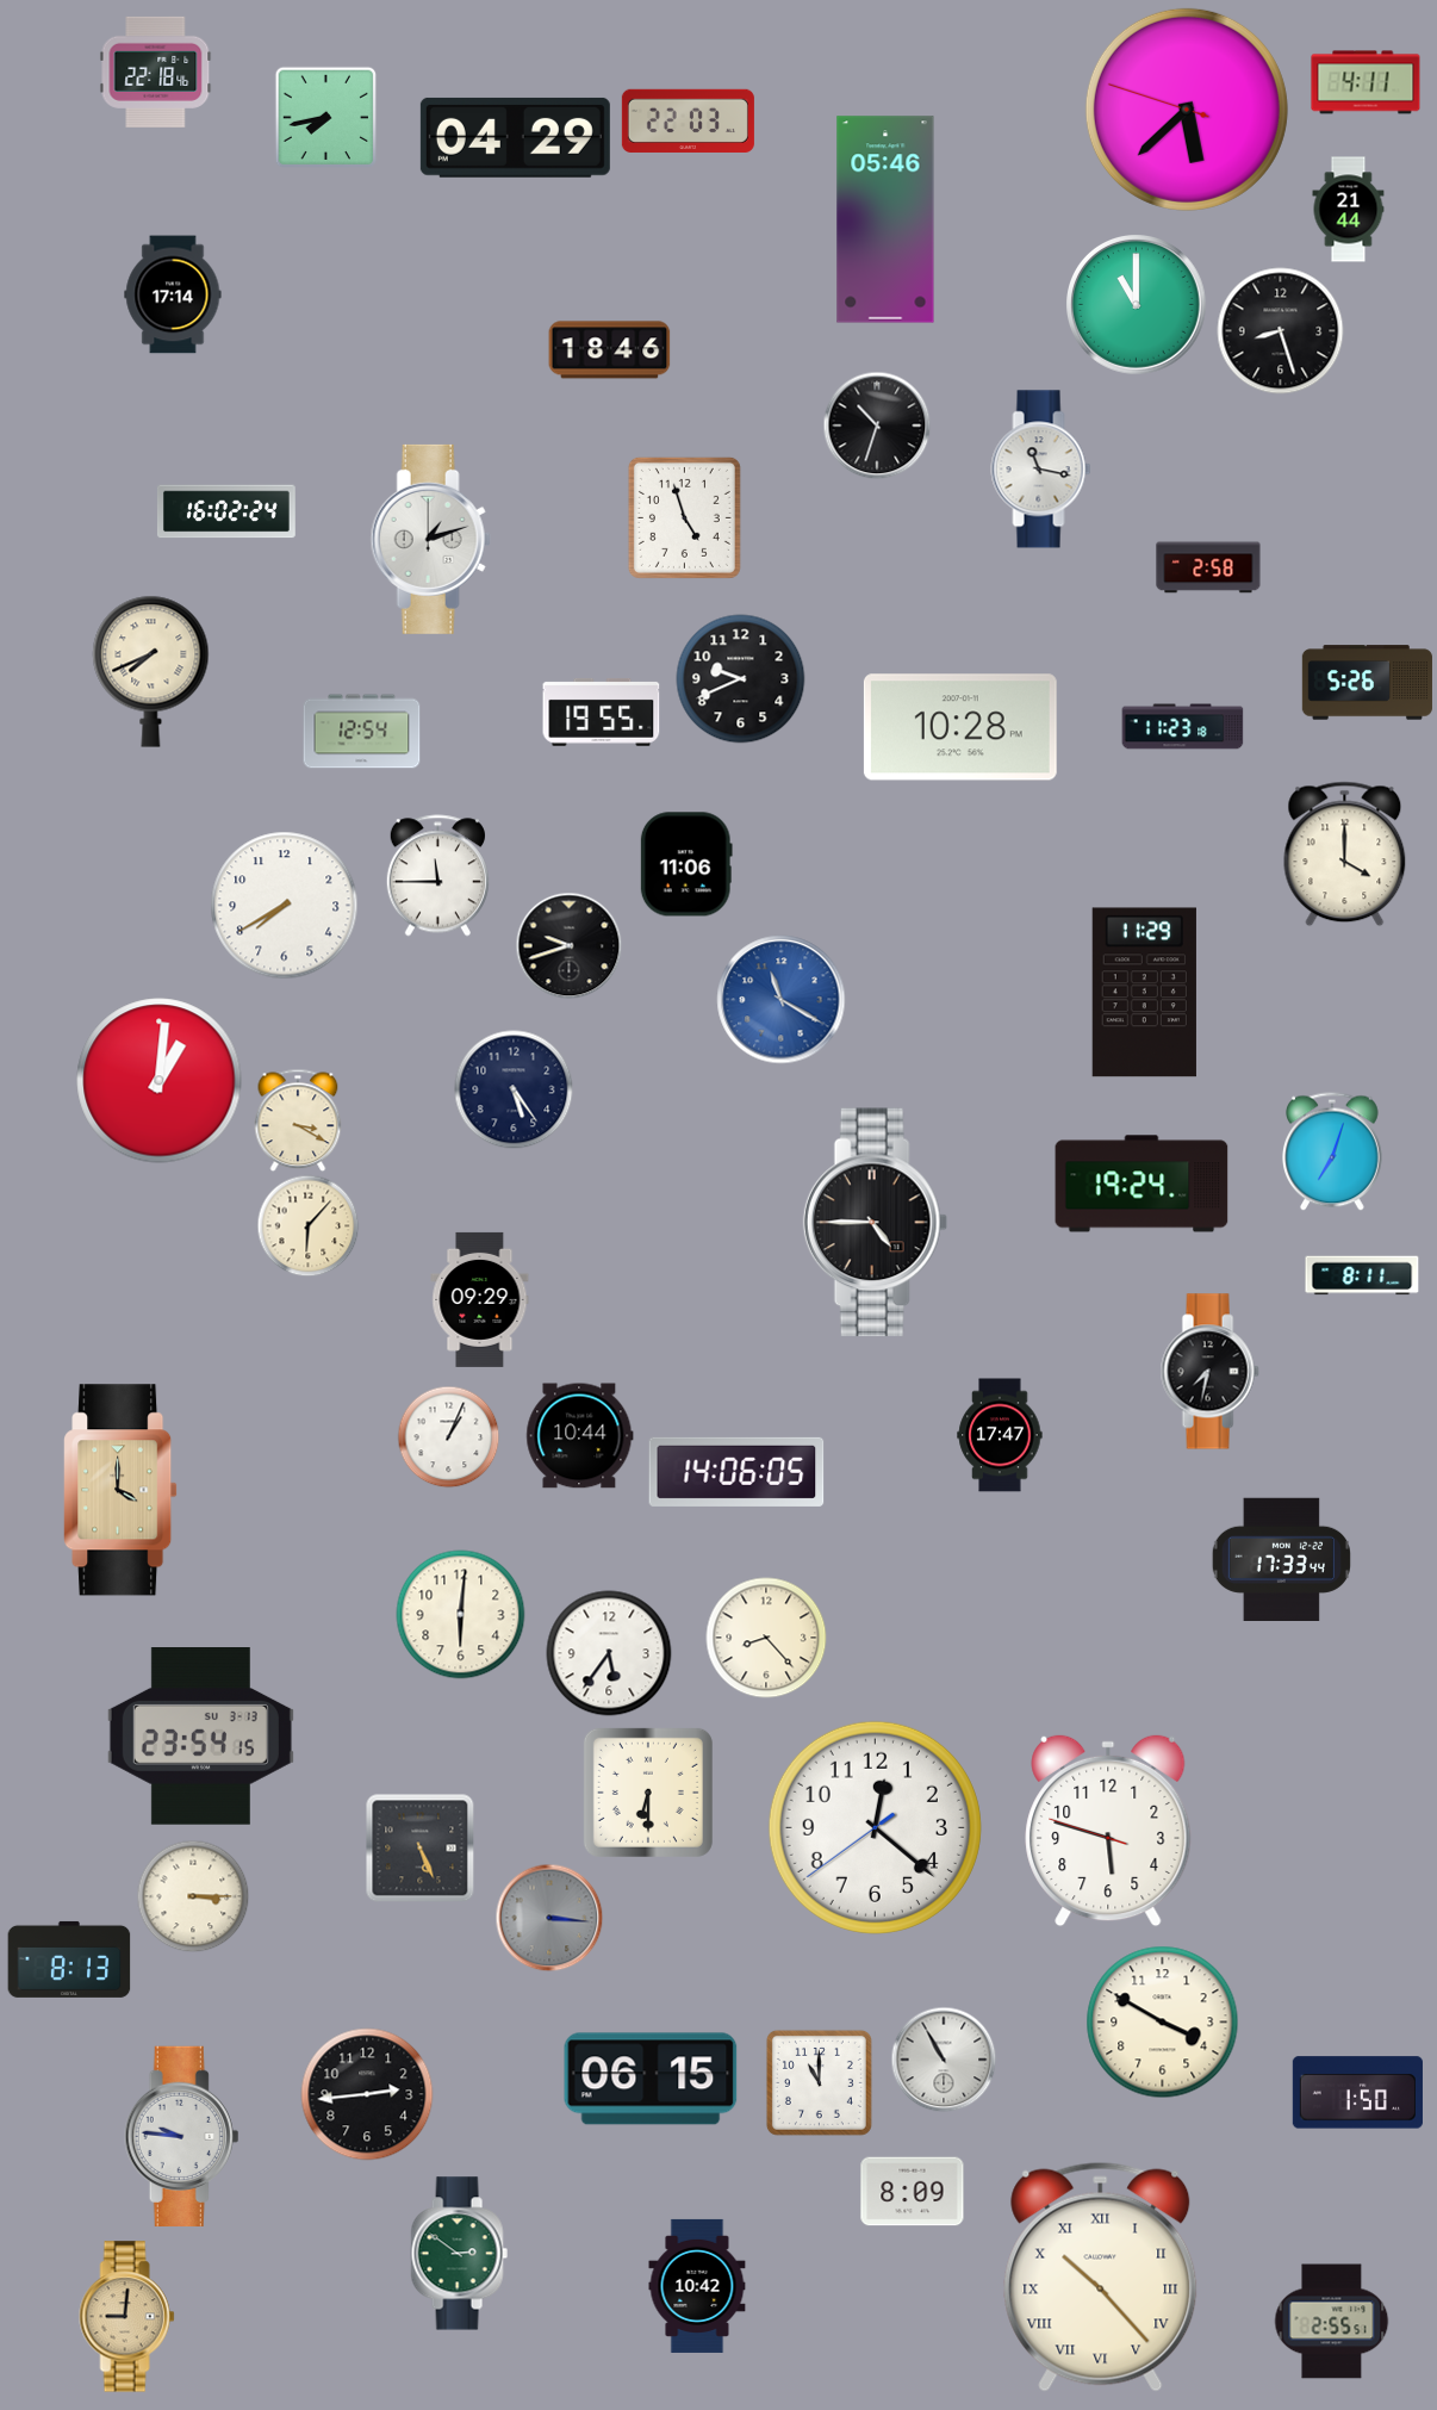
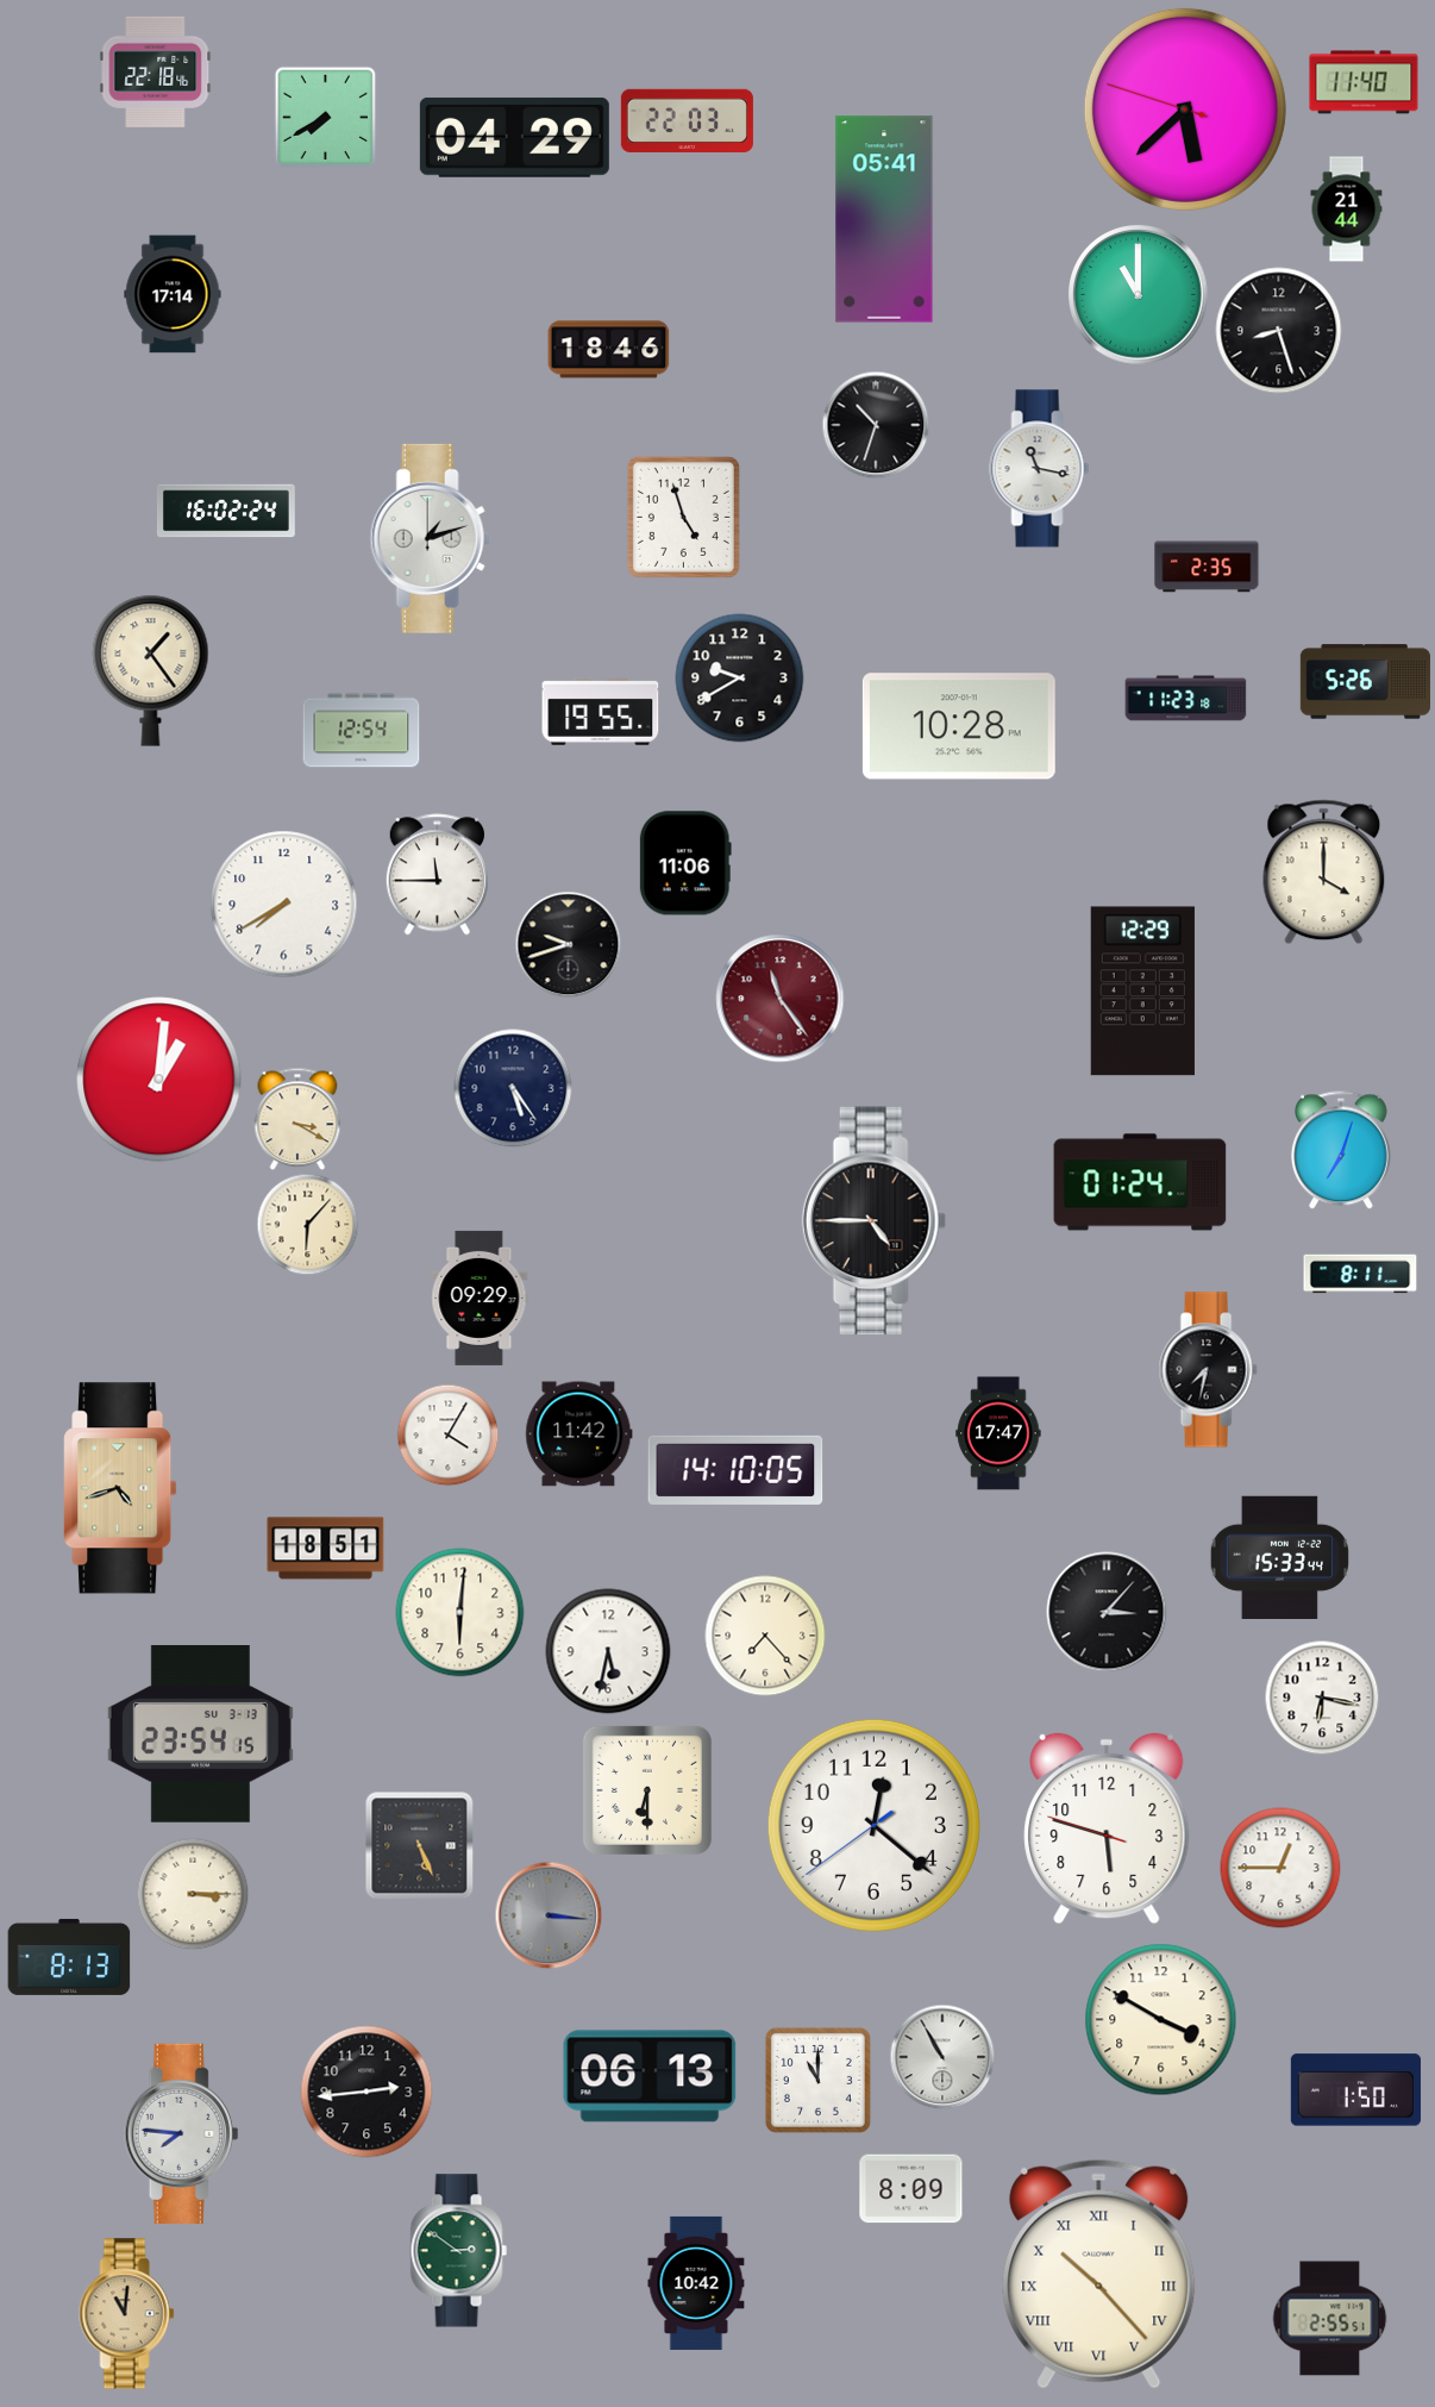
clock at (1366, 82): 4:11 -> 11:40
clock at (325, 117): 7:43 -> 7:40
clock at (885, 219): 05:46 -> 05:41
clock at (1137, 305) position: (1137, 305) -> (1139, 295)
clock at (1208, 567): 2:58 -> 2:35
clock at (151, 671): 7:41 -> 1:24
clock at (741, 679): 9:41 -> 9:40
clock at (1183, 727) position: (1183, 727) -> (1186, 699)
clock at (1345, 855) position: (1345, 855) -> (1324, 873)
clock at (1144, 993): 11:29 -> 12:29
clock at (782, 1000): 11:20 -> 11:24
clock at (782, 1000) dial: blue -> burgundy
clock at (1333, 1151) position: (1333, 1151) -> (1342, 1150)
clock at (1141, 1184): 19:24 -> 01:24
clock at (448, 1436): 1:04 -> 4:05
clock at (580, 1436): 10:44 -> 11:42
clock at (736, 1472): 14:06 -> 14:10
clock at (120, 1490): 4:00 -> 4:42
clock at (326, 1549): none -> 18:51
clock at (1281, 1559): 17:33 -> 15:33
clock at (1107, 1612): none -> 3:07
clock at (766, 1638): 8:23 -> 7:23
clock at (609, 1653): 5:36 -> 5:32
clock at (1322, 1698): none -> 6:17
clock at (1280, 1868): none -> 12:45
clock at (651, 2079): 06:15 -> 06:13
clock at (182, 2136): 9:46 -> 7:46
clock at (127, 2317): 9:01 -> 11:01
